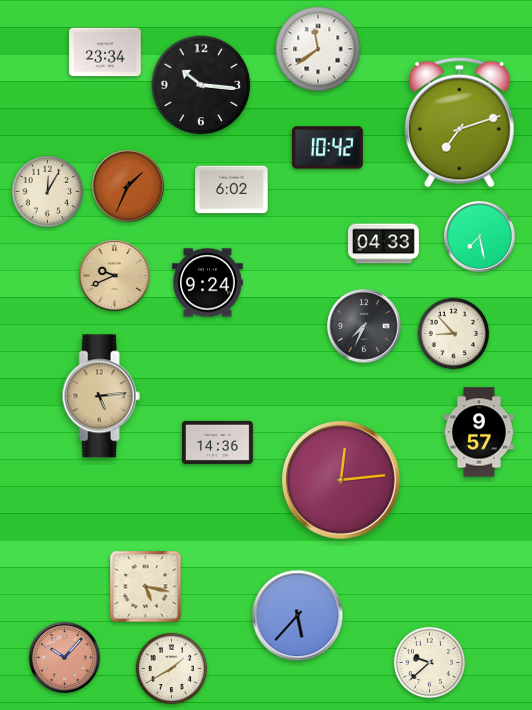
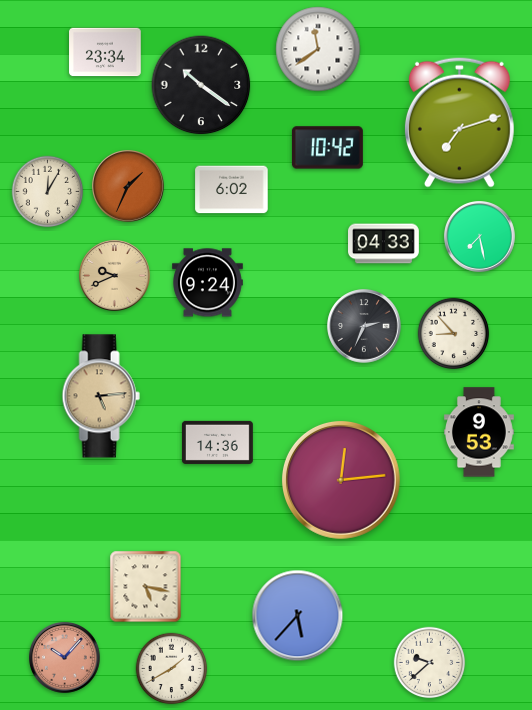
clock at (201, 85): 10:16 -> 10:21
clock at (364, 326): 7:34 -> 2:34
clock at (480, 432): 9:57 -> 9:53
